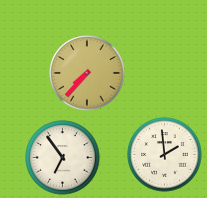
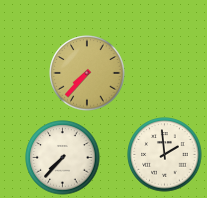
clock at (63, 158): 6:54 -> 7:37
